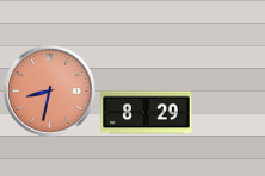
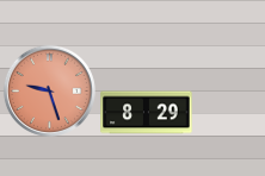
clock at (49, 90): 8:32 -> 9:27
